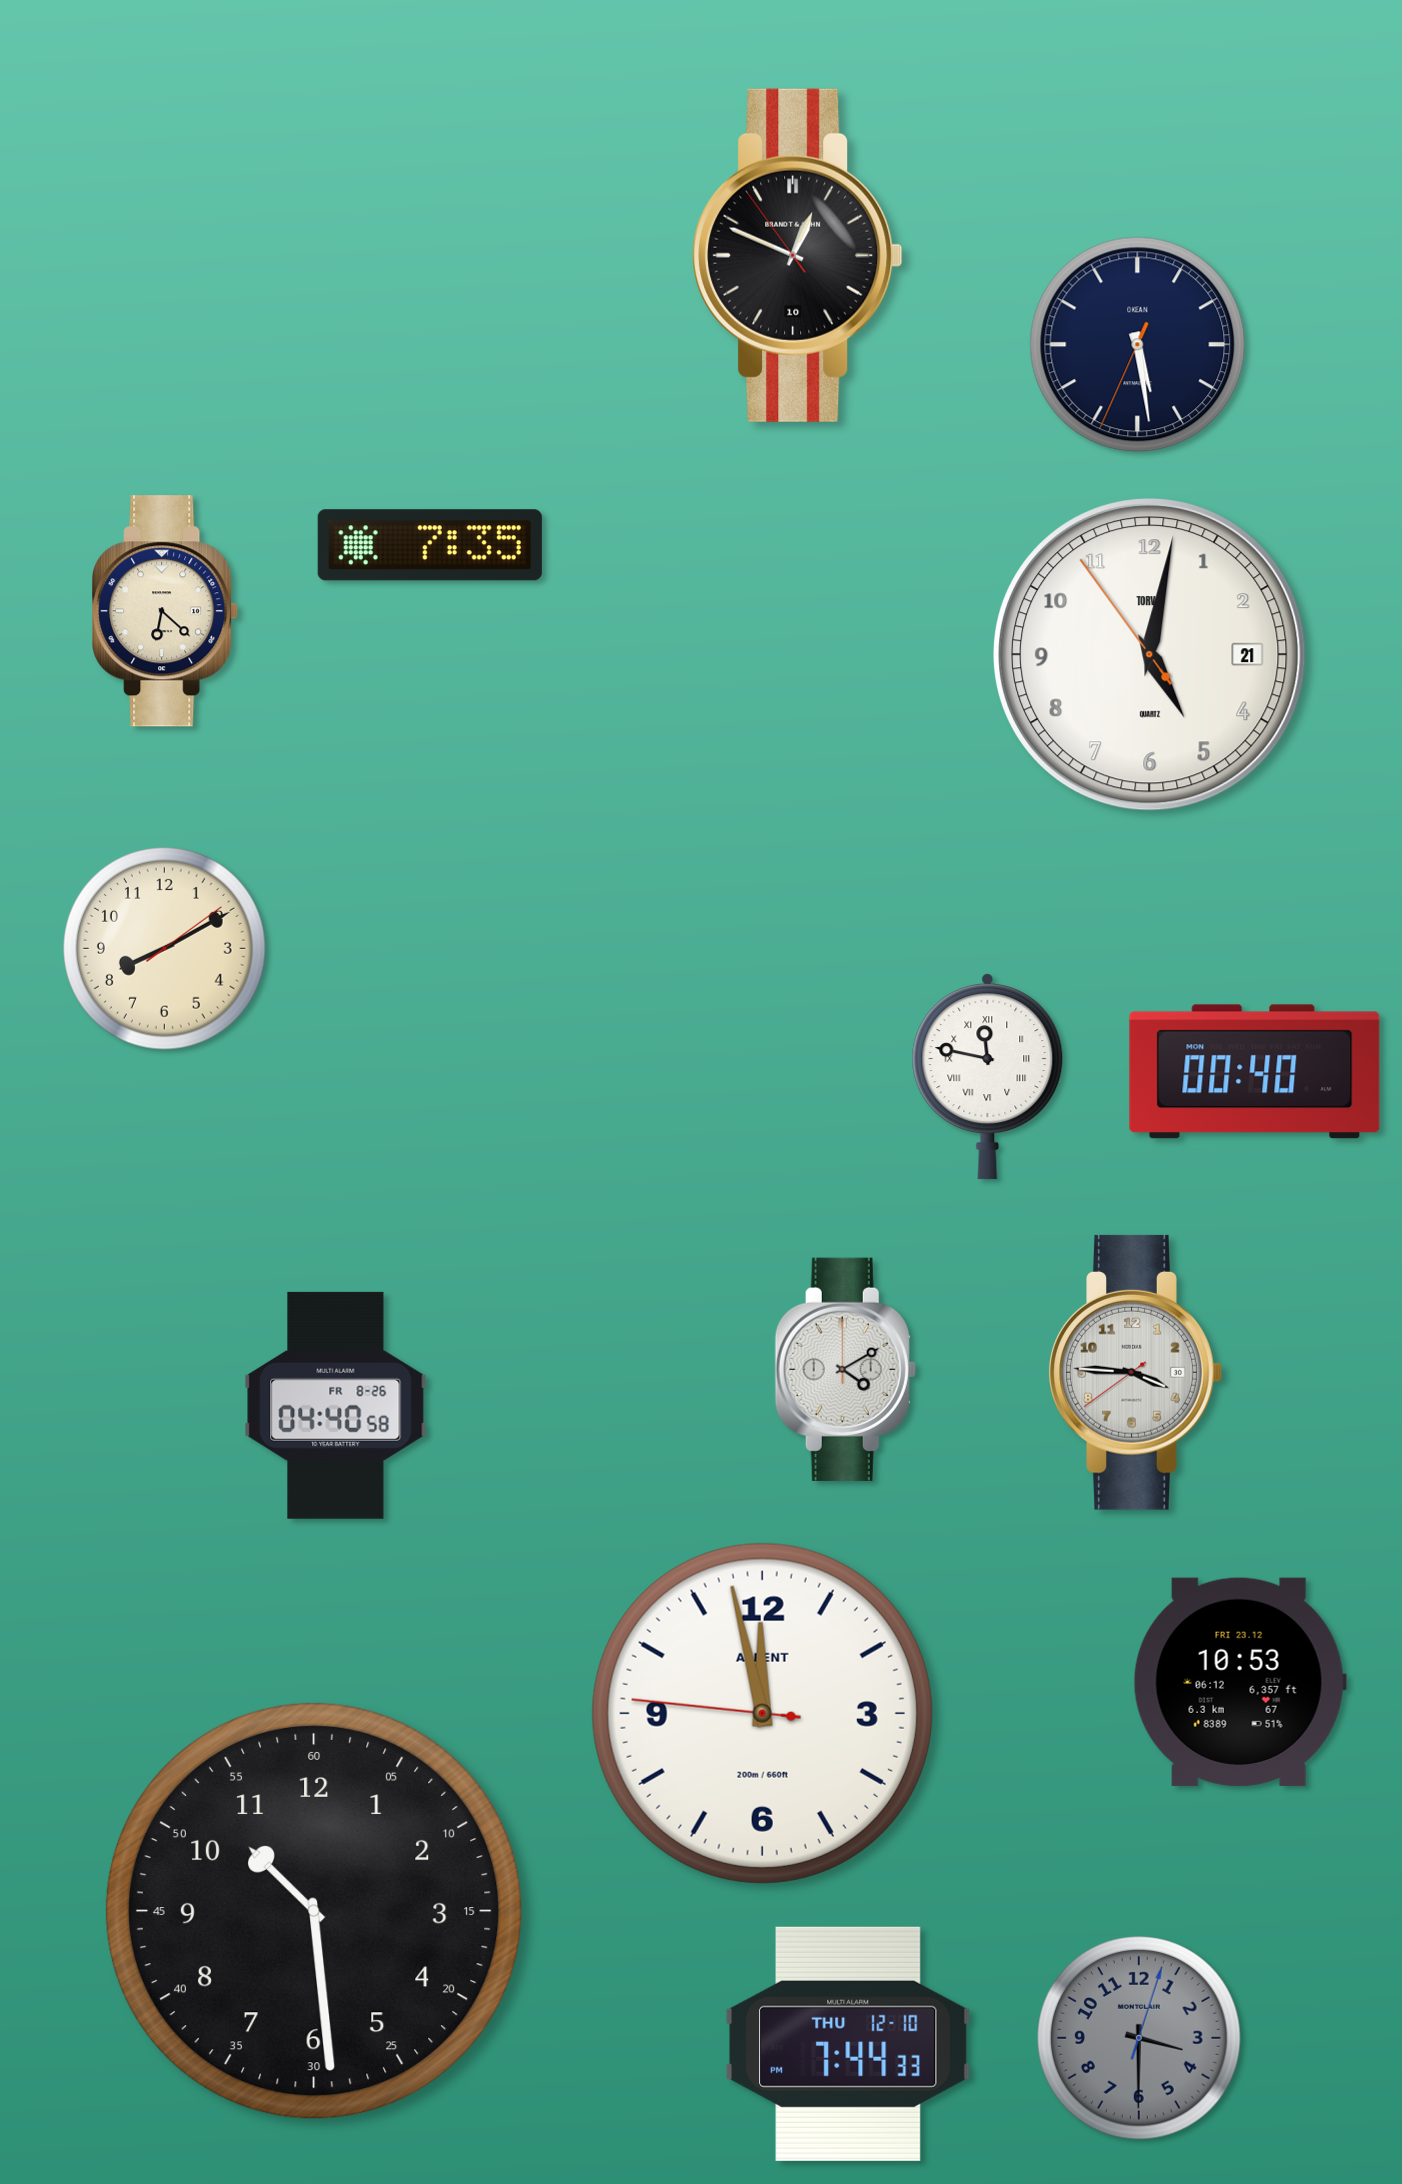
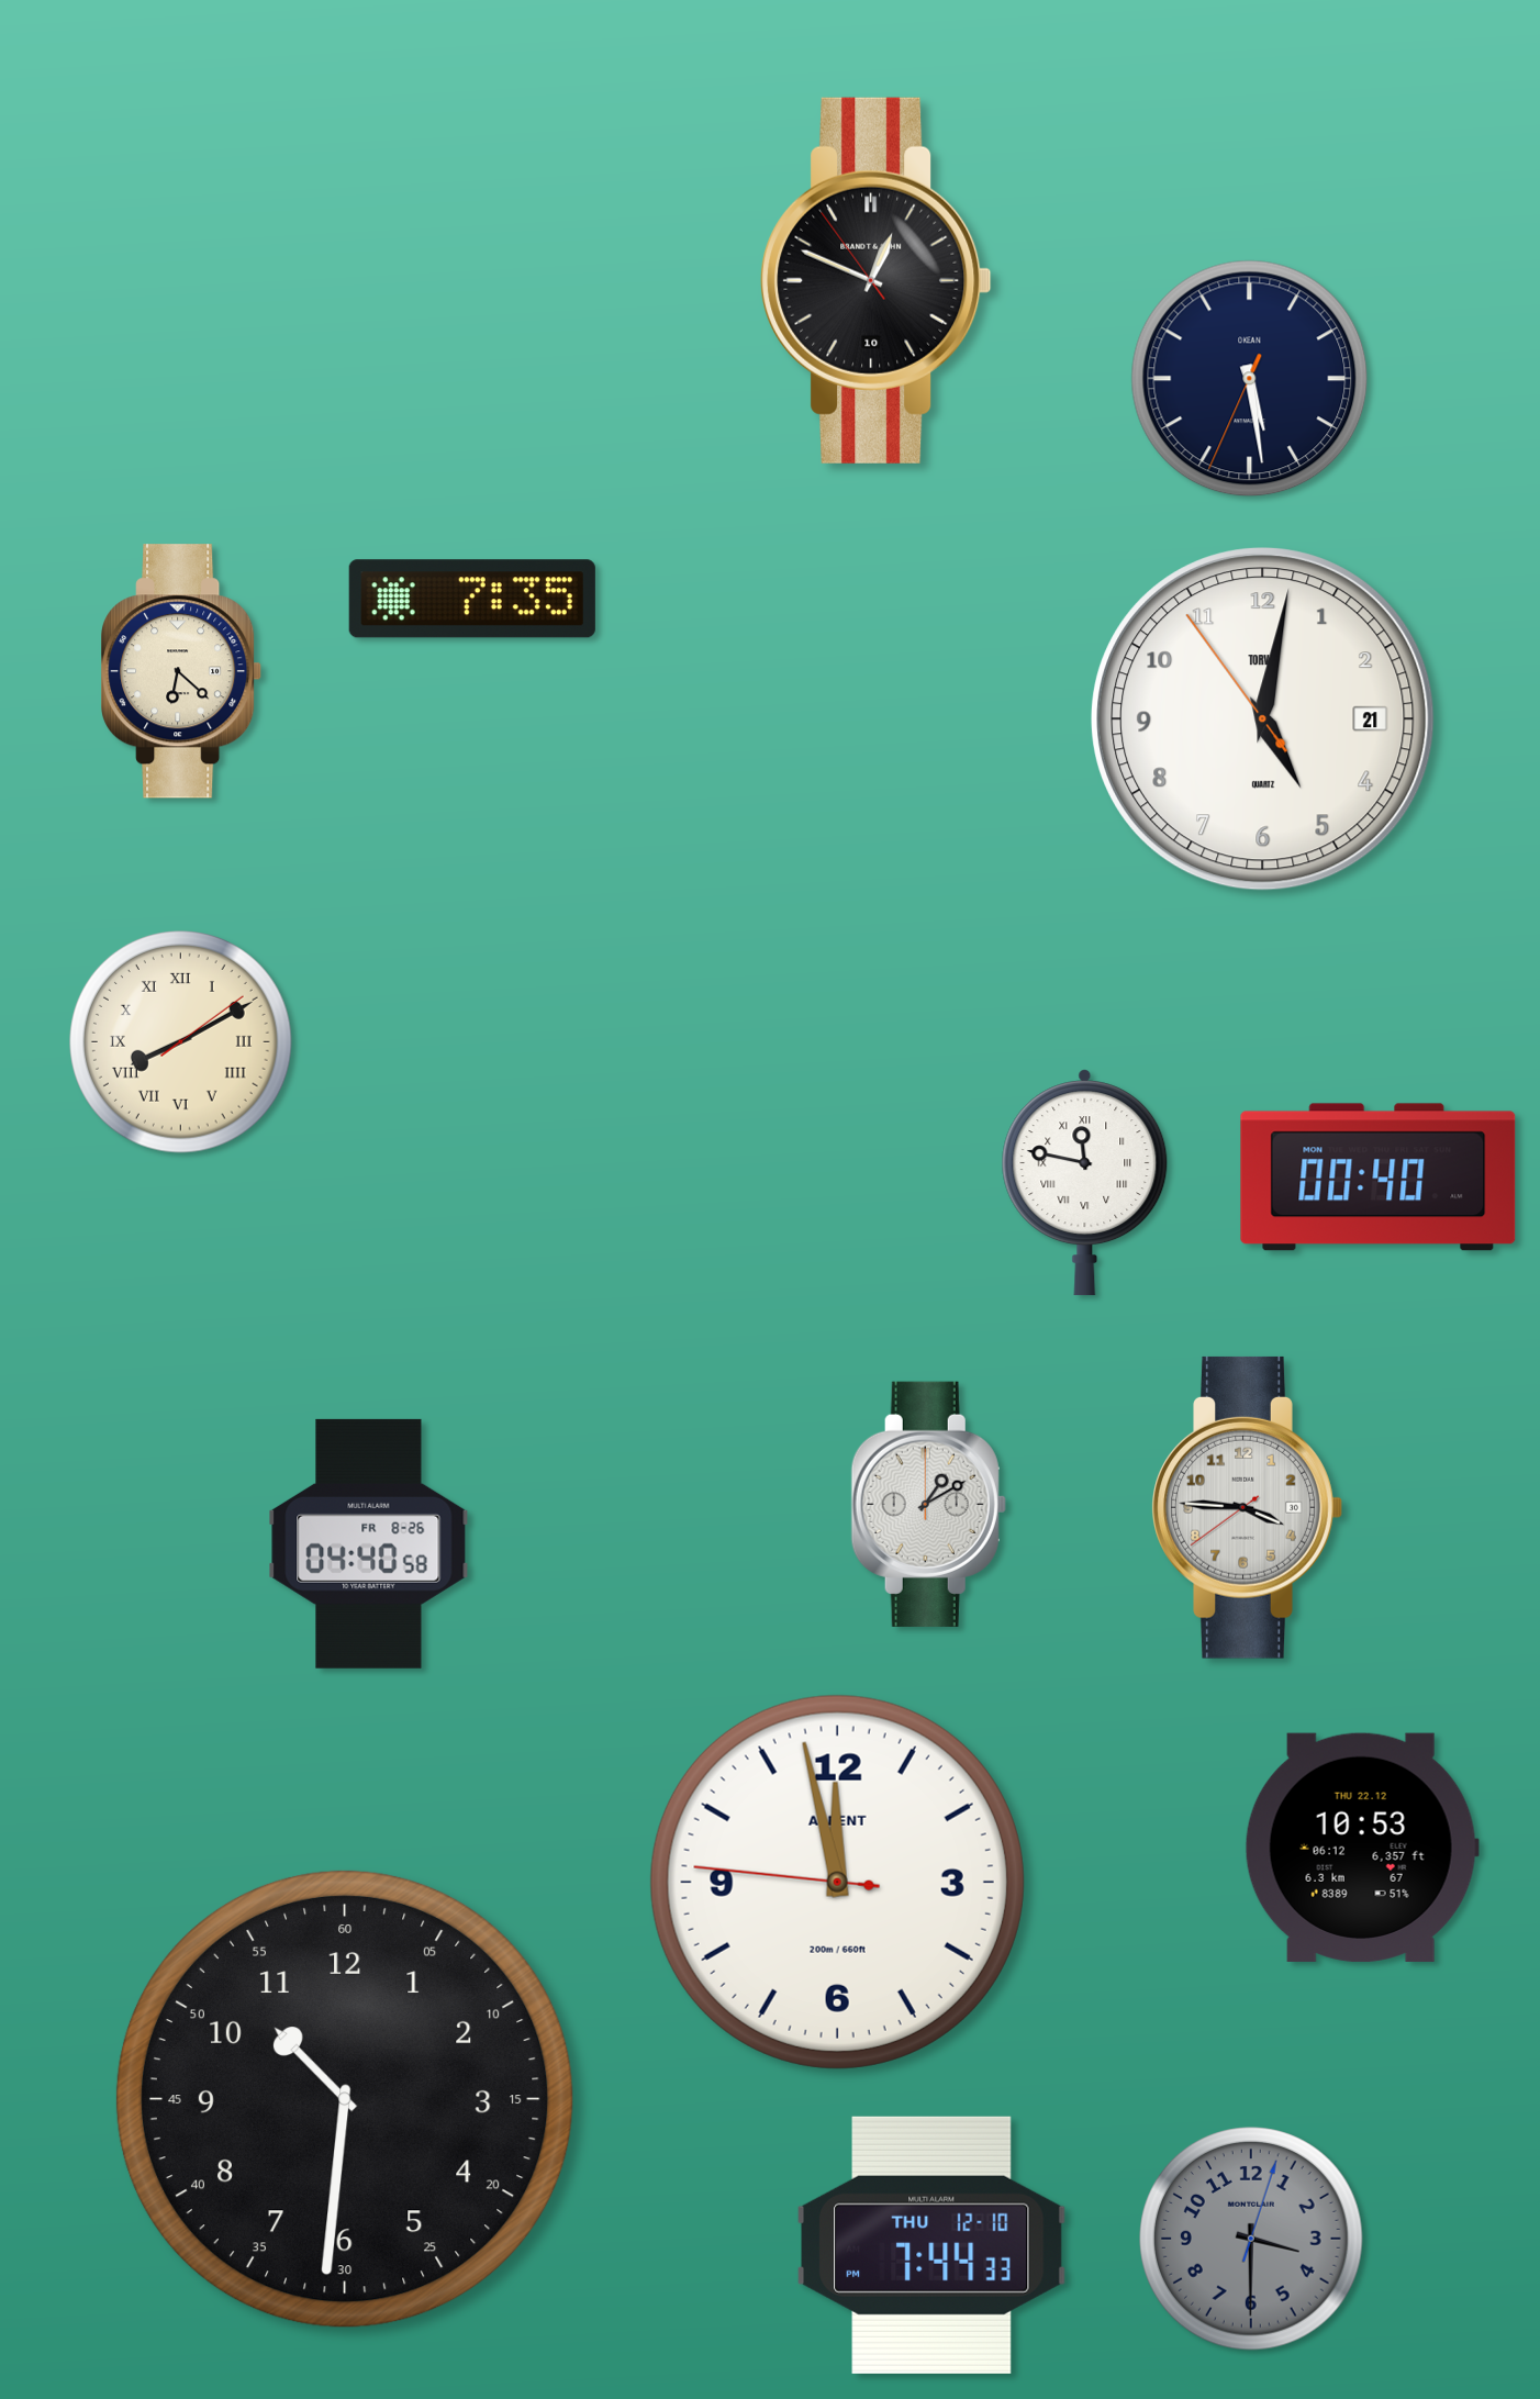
clock at (165, 949) numerals: Arabic -> Roman
clock at (845, 1369): 4:10 -> 1:10
clock at (1240, 1682) date: FRI 23.12 -> THU 22.12
clock at (314, 1911): 10:29 -> 10:31
